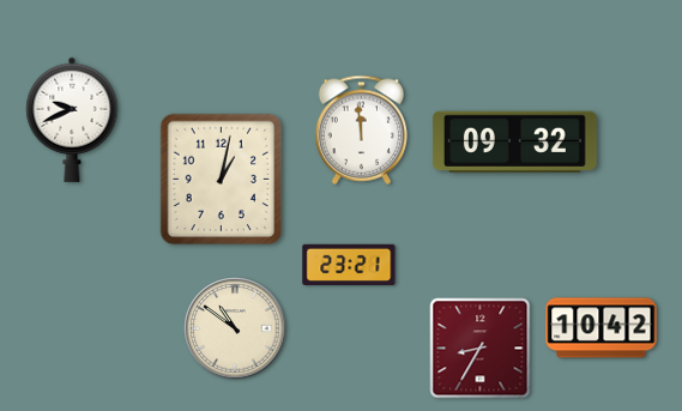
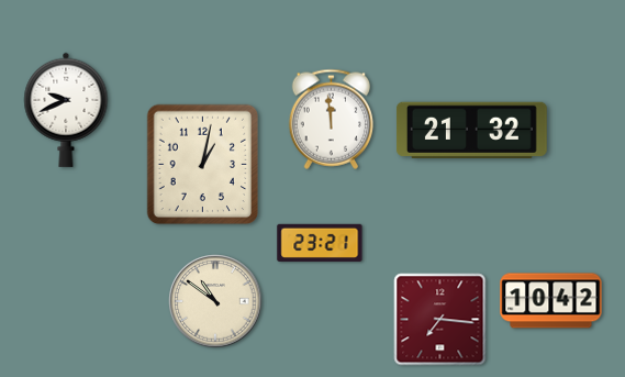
clock at (514, 141): 09:32 -> 21:32
clock at (481, 349): 8:35 -> 7:16
